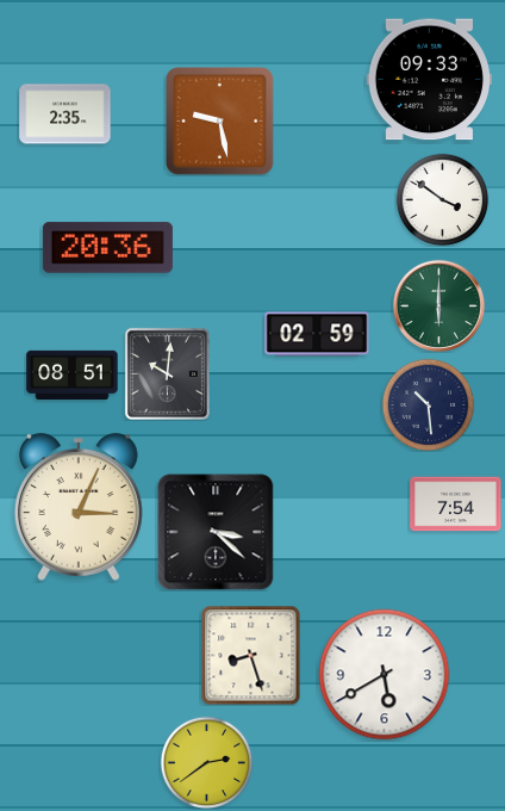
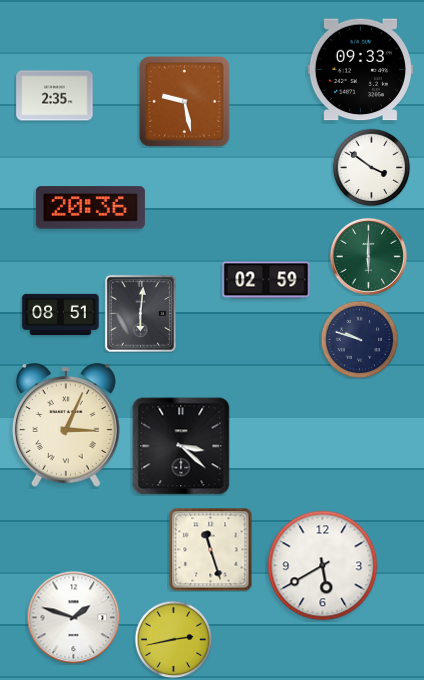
clock at (429, 80) position: (429, 80) -> (360, 70)
clock at (167, 373): 10:01 -> 6:01
clock at (428, 404): 10:29 -> 9:48
clock at (456, 504): 7:54 -> none
clock at (250, 655): 8:27 -> 11:27
clock at (73, 617): none -> 1:48
clock at (206, 762): 2:39 -> 2:43
